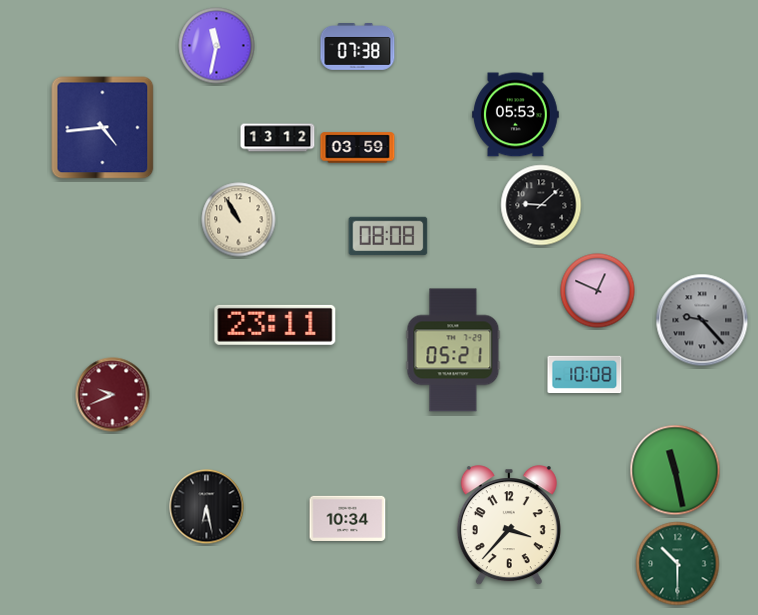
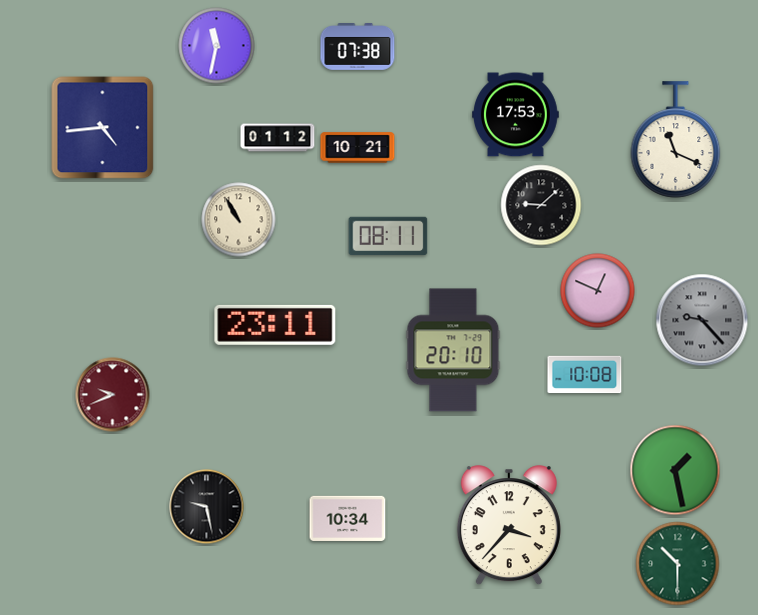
clock at (516, 115): 05:53 -> 17:53
clock at (278, 138): 13:12 -> 01:12
clock at (676, 140): none -> 11:19
clock at (358, 148): 03:59 -> 10:21
clock at (388, 236): 08:08 -> 08:11
clock at (453, 350): 05:21 -> 20:10
clock at (675, 470): 11:28 -> 1:28
clock at (207, 507): 6:28 -> 9:28
